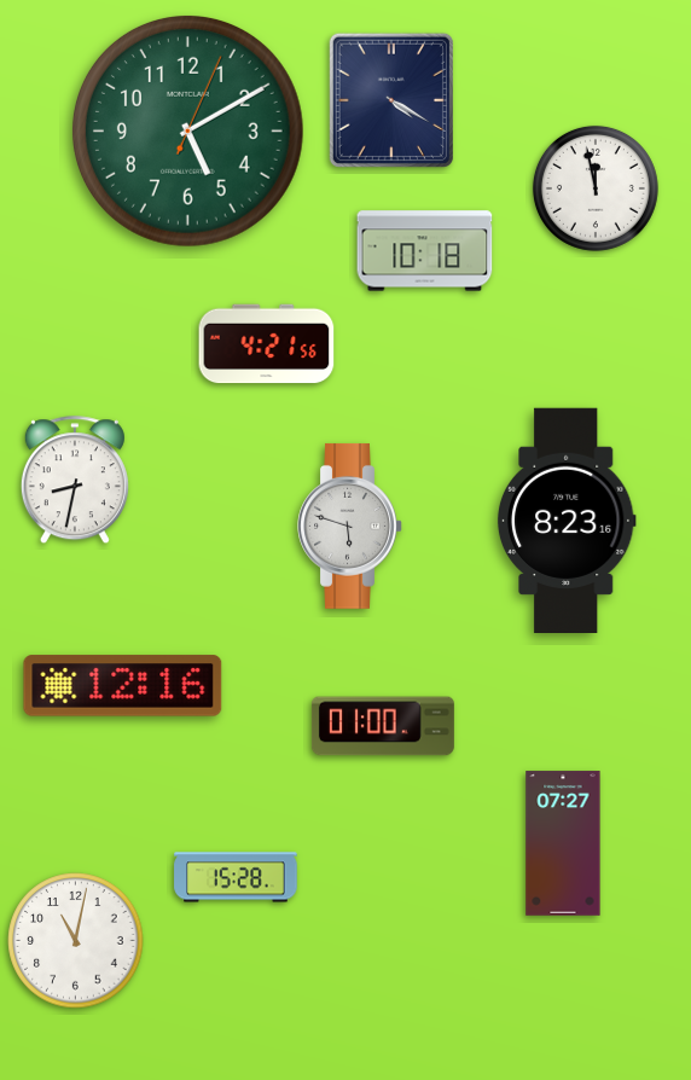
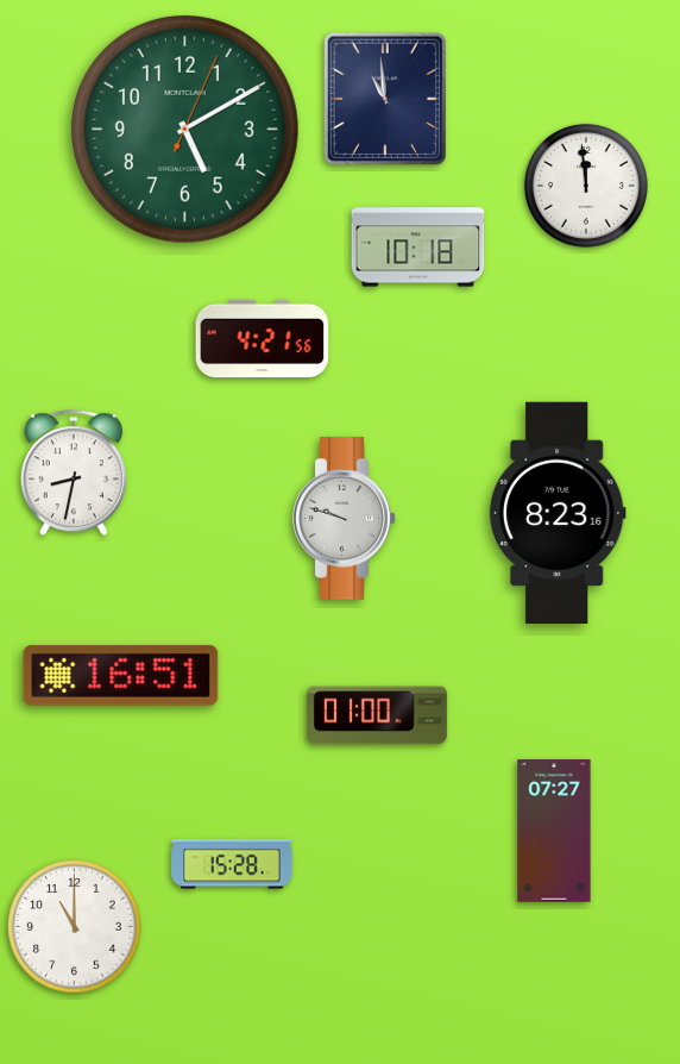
clock at (391, 100): 4:20 -> 10:59
clock at (596, 188): 11:58 -> 11:59
clock at (350, 526): 5:48 -> 9:48
clock at (123, 686): 12:16 -> 16:51
clock at (76, 941): 11:02 -> 11:00
